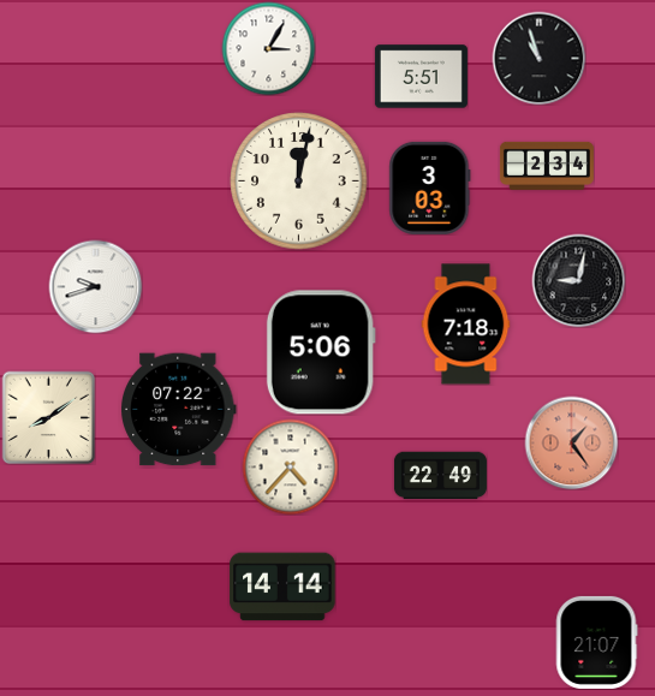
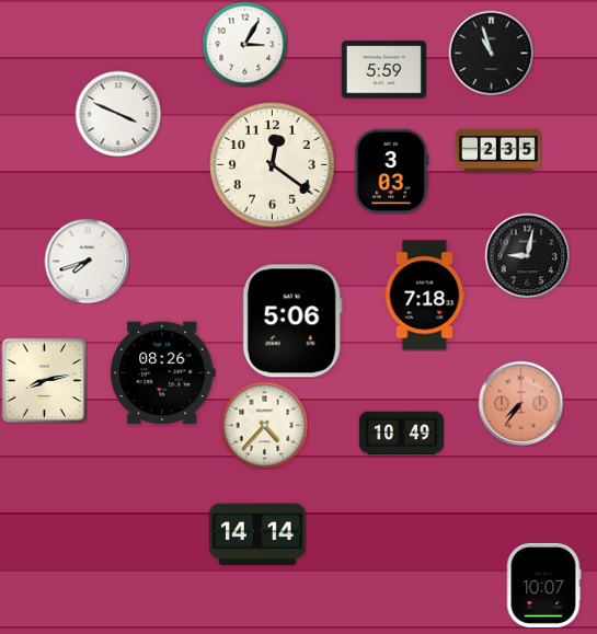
clock at (421, 77): 5:51 -> 5:59
clock at (118, 114): none -> 3:49
clock at (547, 166): 2:34 -> 2:35
clock at (299, 182): 12:02 -> 12:21
clock at (95, 286): 9:42 -> 7:42
clock at (179, 410): 07:22 -> 08:26
clock at (48, 417): 8:09 -> 8:13
clock at (571, 442): 1:24 -> 7:36
clock at (440, 476): 22:49 -> 10:49
clock at (596, 642): 21:07 -> 10:07
